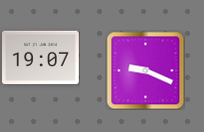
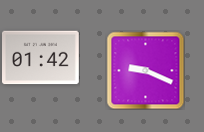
clock at (41, 58): 19:07 -> 01:42
